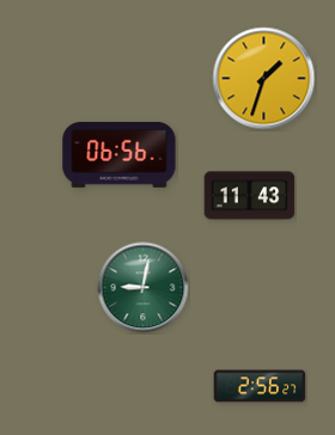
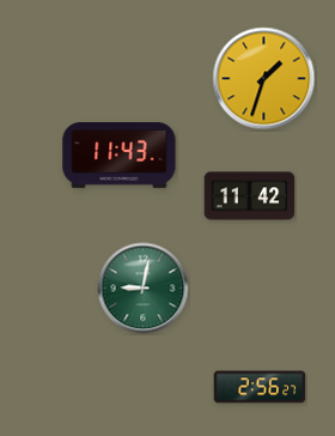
clock at (120, 154): 06:56 -> 11:43
clock at (250, 196): 11:43 -> 11:42
